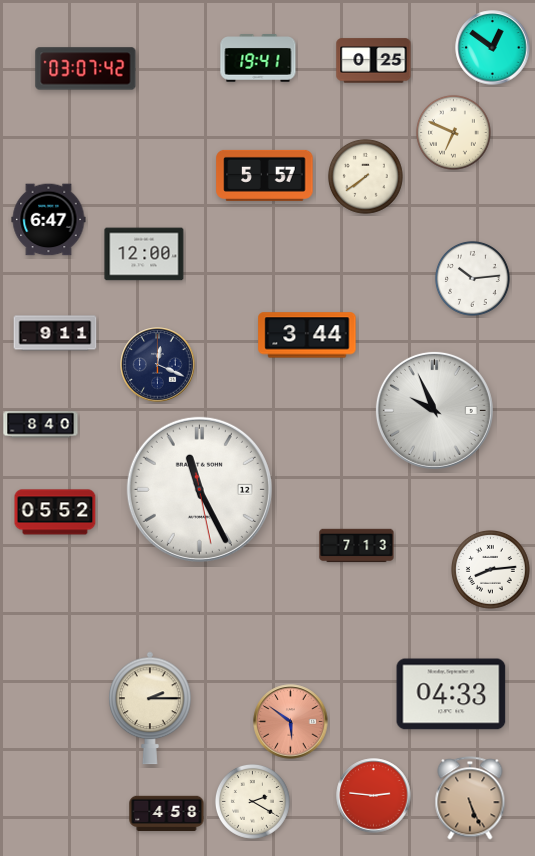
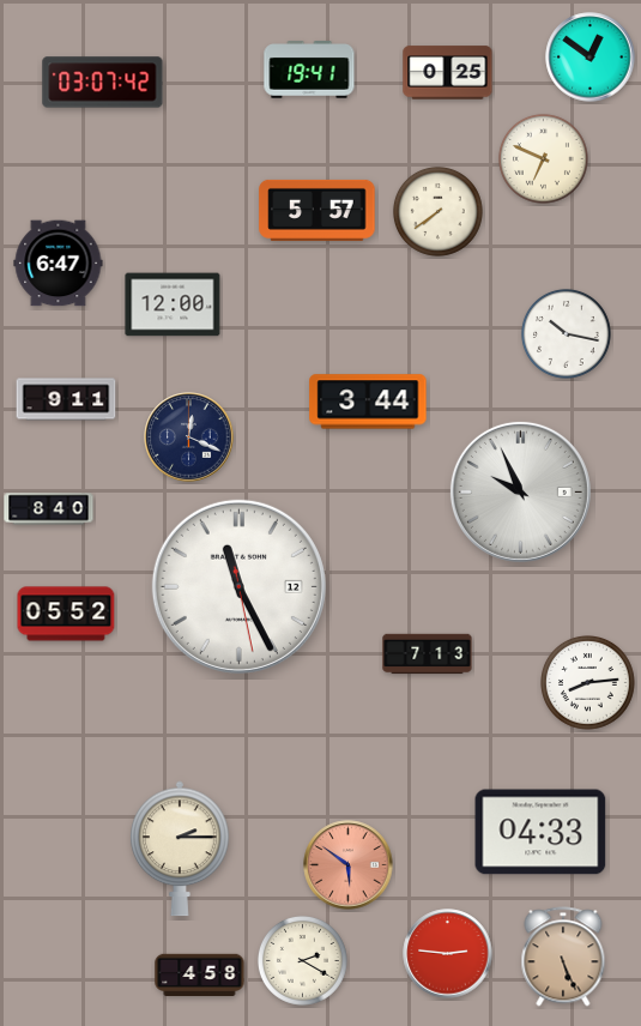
clock at (472, 278): 10:14 -> 10:17
